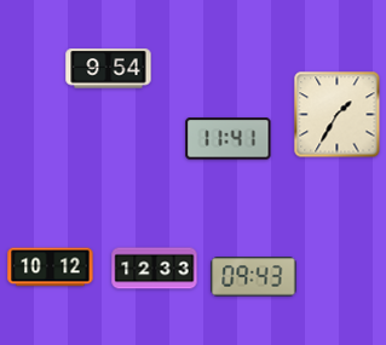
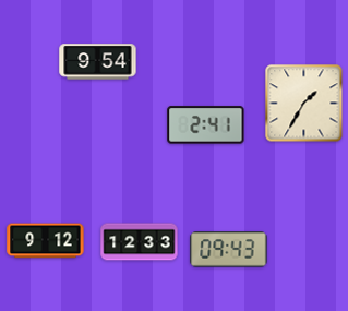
clock at (229, 139): 11:41 -> 2:41
clock at (51, 268): 10:12 -> 9:12
